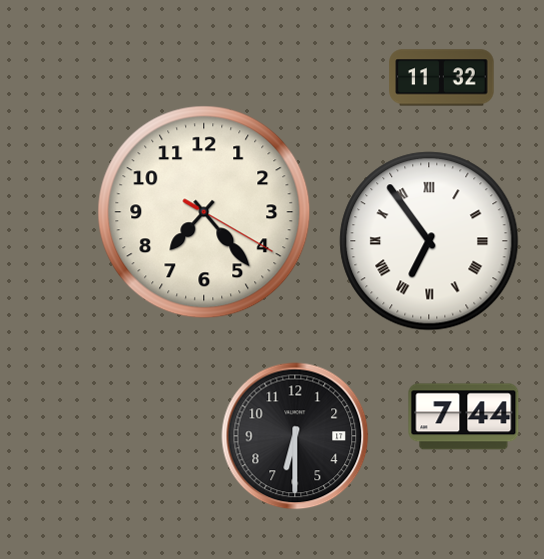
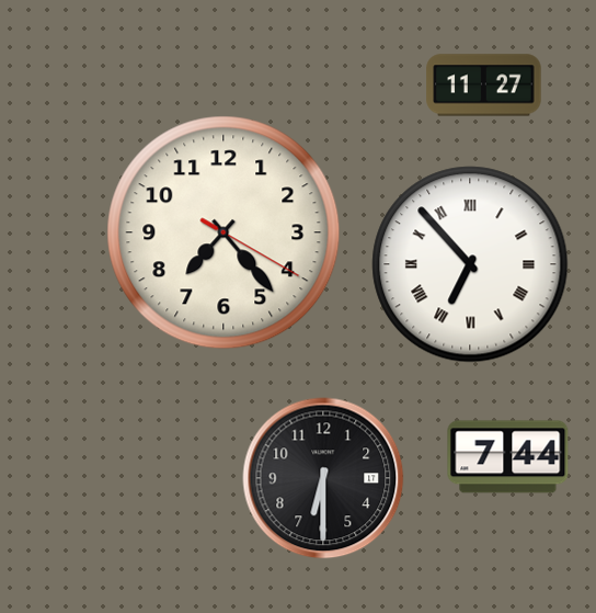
clock at (442, 78): 11:32 -> 11:27
clock at (429, 241): 6:54 -> 6:53
